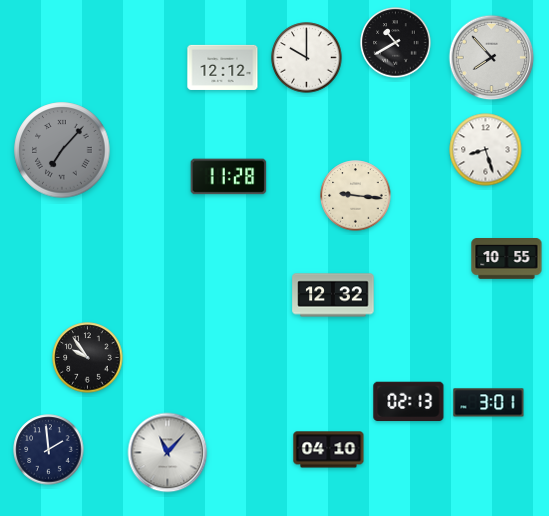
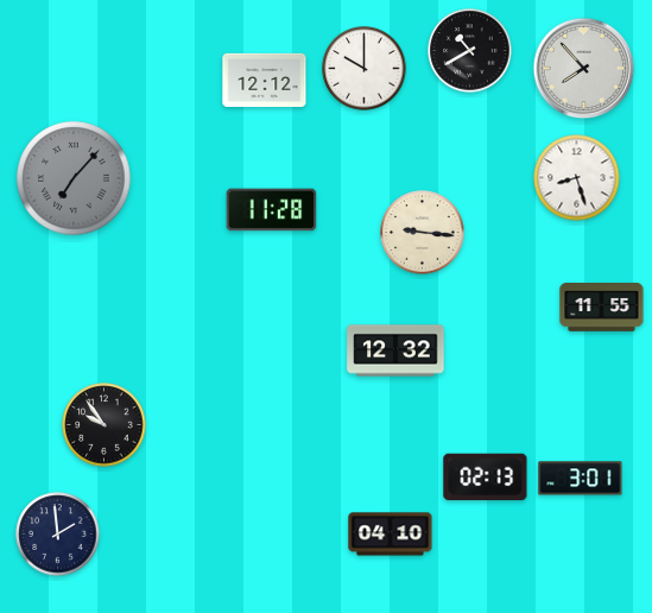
clock at (507, 259): 10:55 -> 11:55
clock at (168, 453): 11:07 -> none
